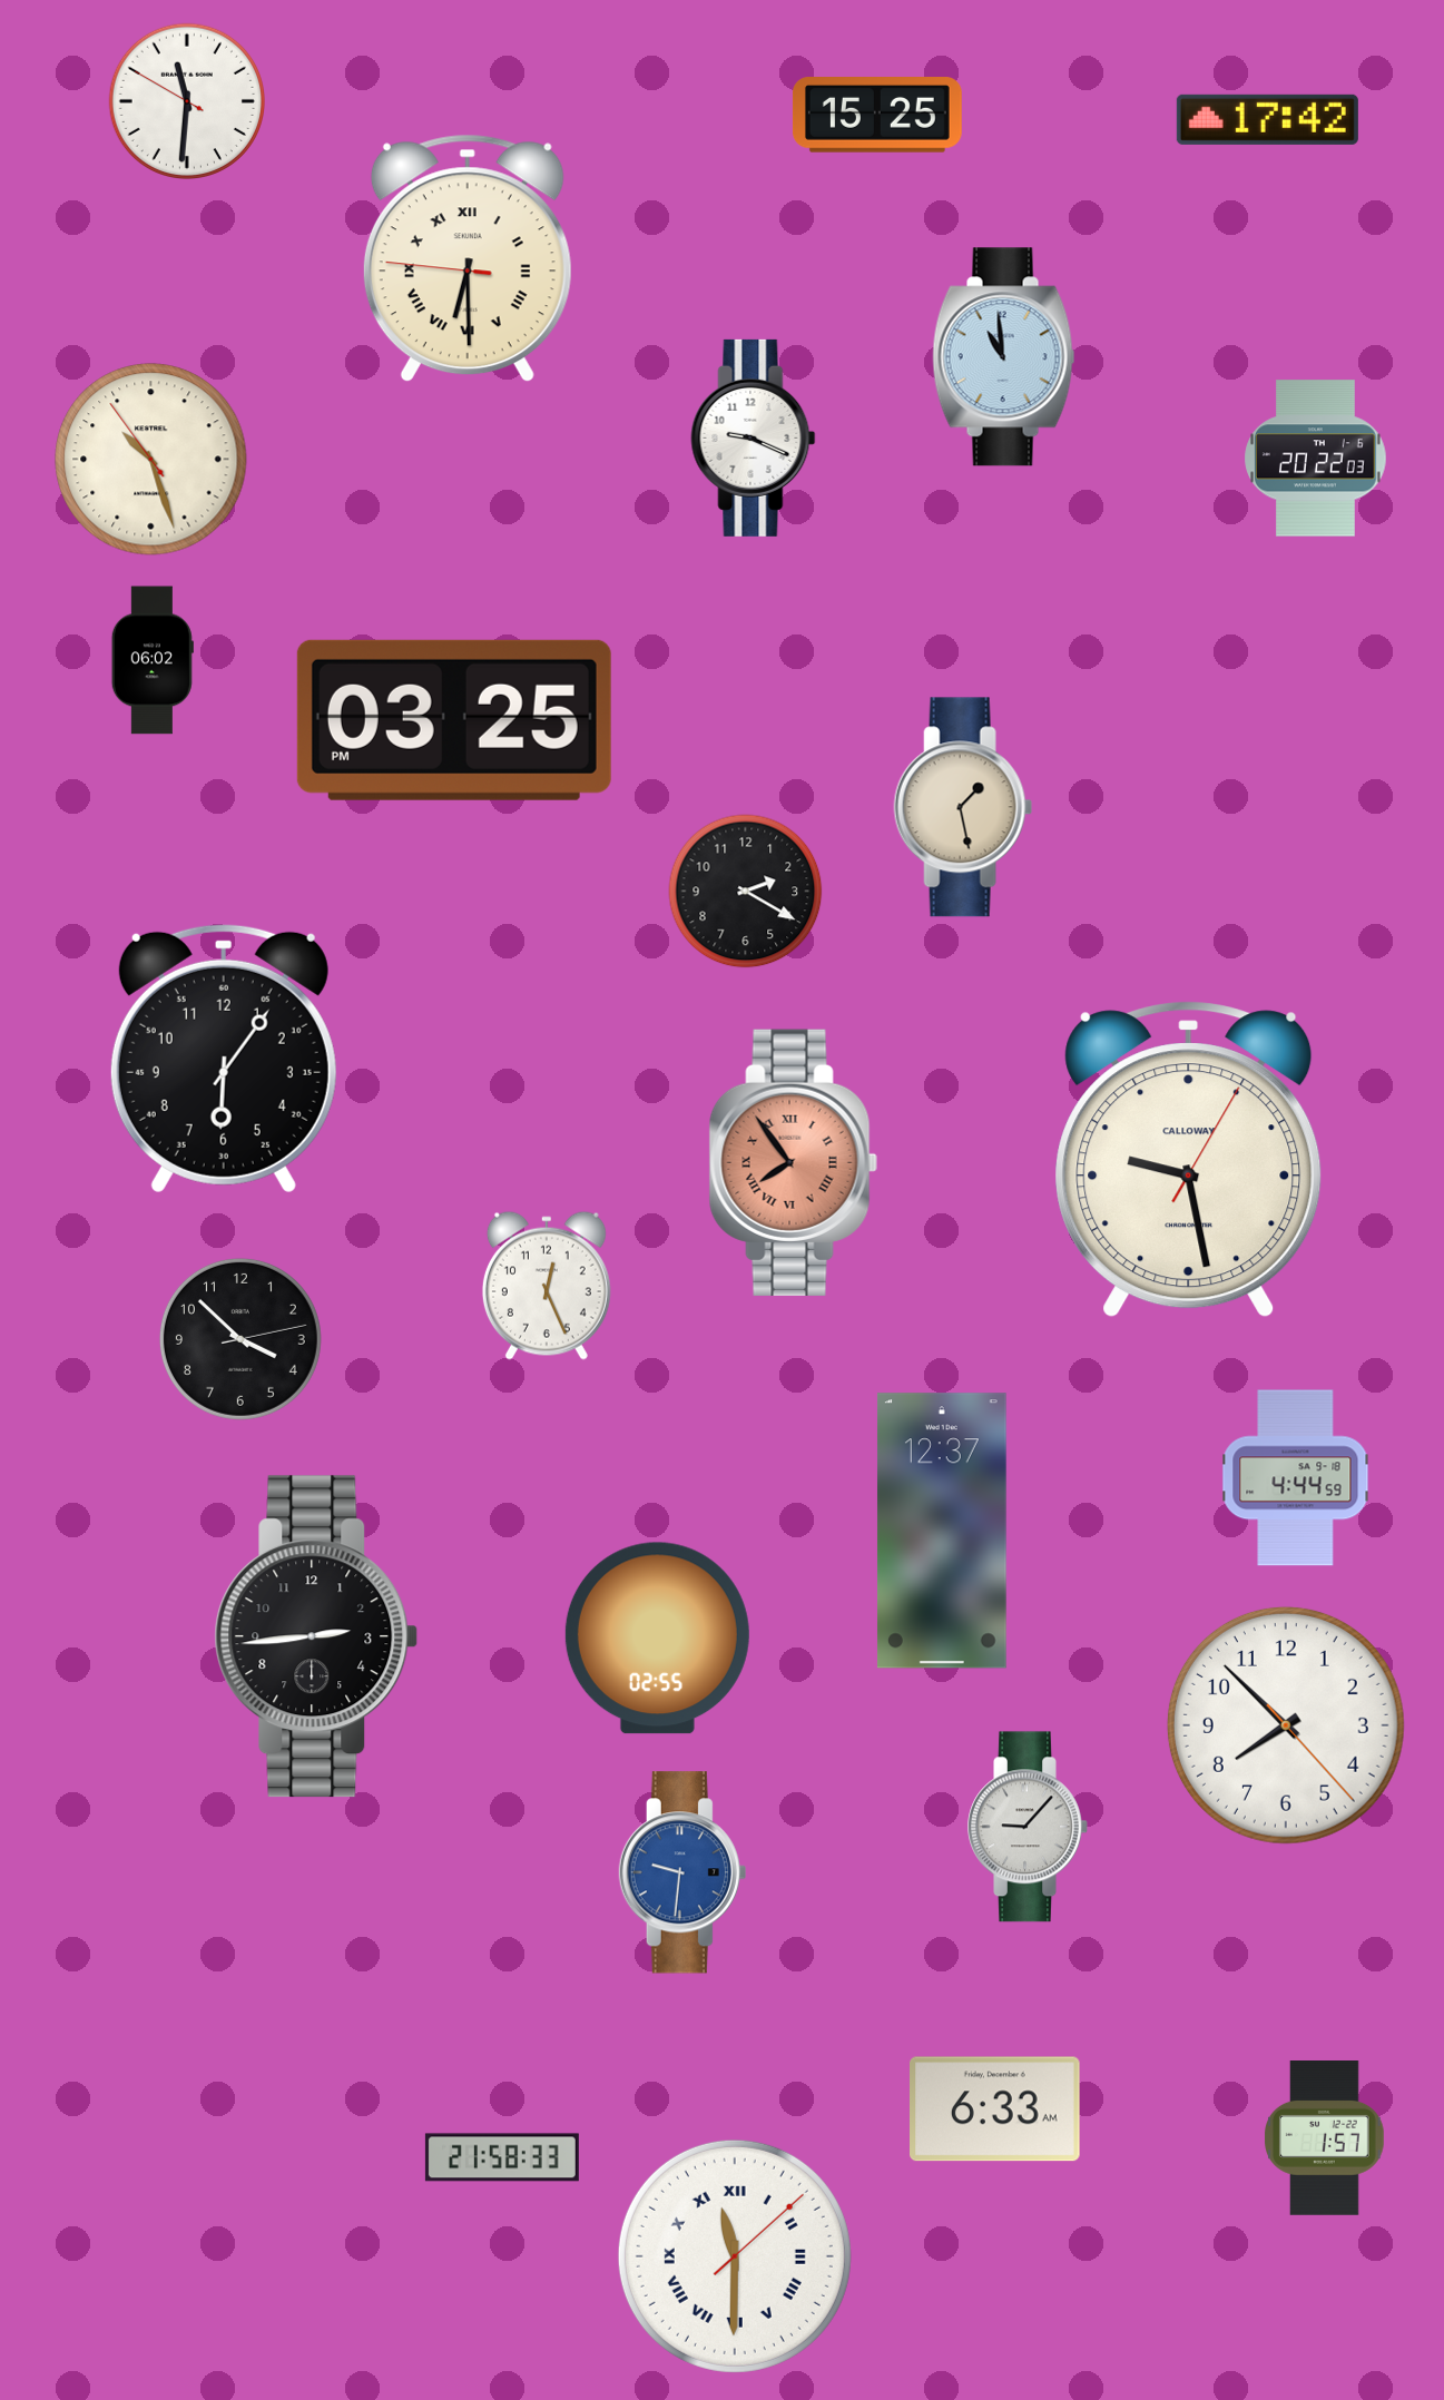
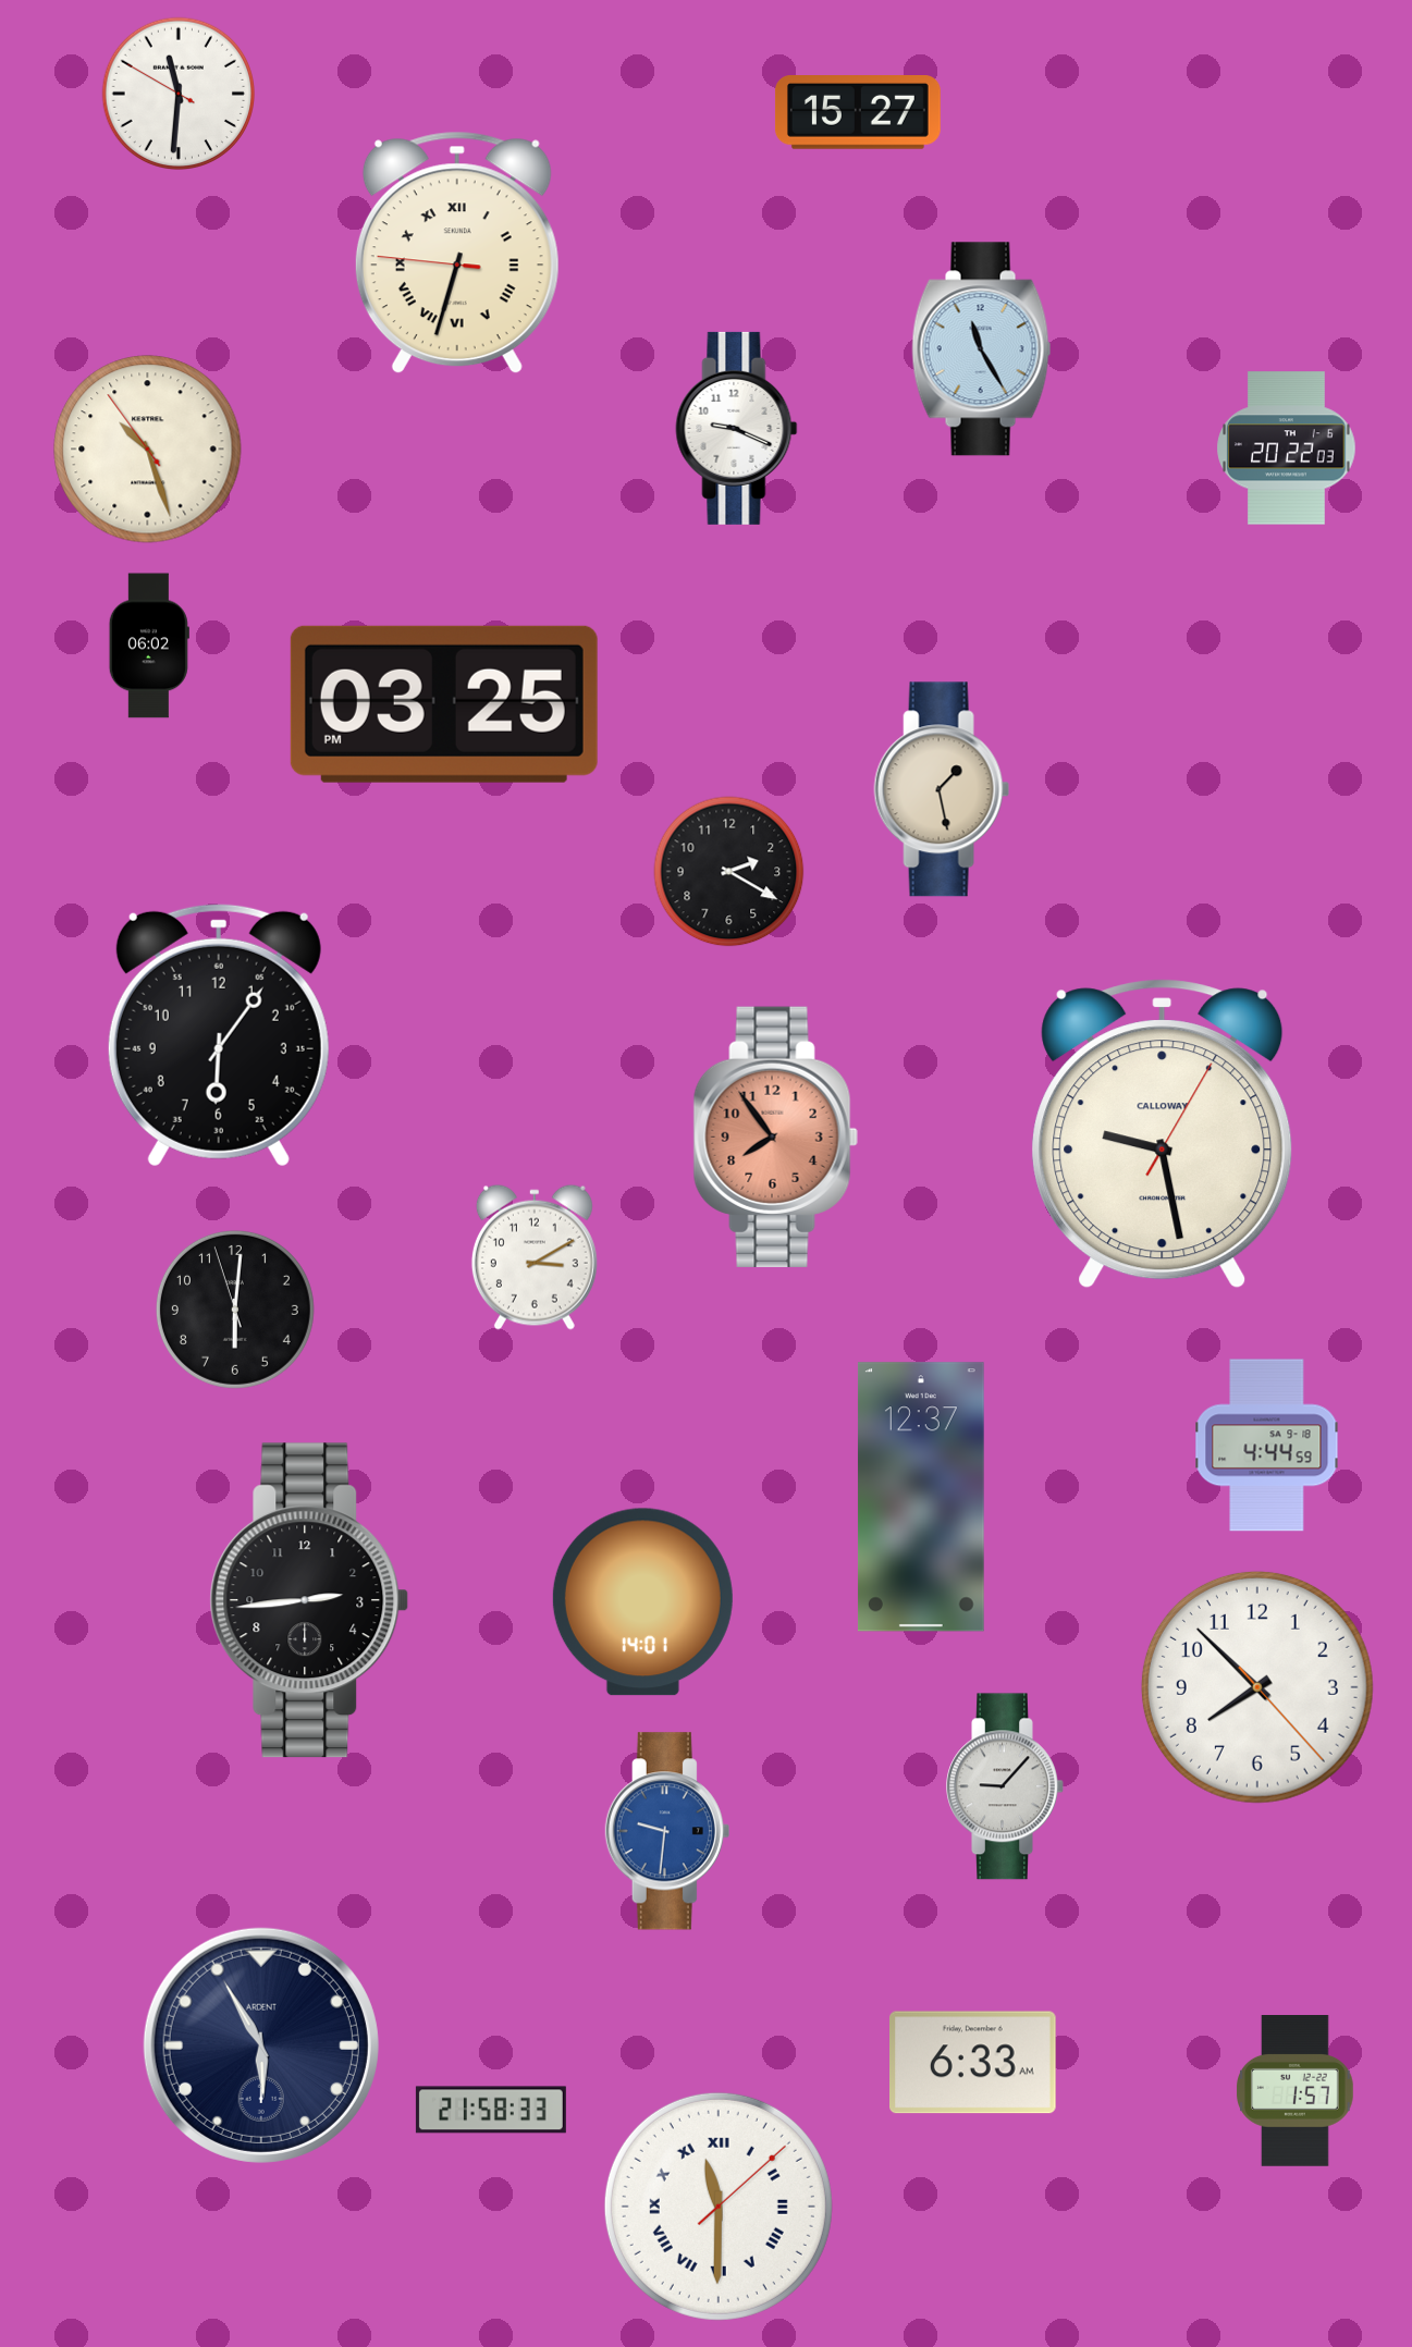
clock at (186, 100) position: (186, 100) -> (177, 93)
clock at (877, 116): 15:25 -> 15:27
clock at (1267, 119): 17:42 -> none
clock at (468, 258): 6:29 -> 6:32
clock at (1004, 357): 10:59 -> 11:25
clock at (793, 1162) numerals: Roman -> Arabic
clock at (547, 1286): 12:26 -> 3:10
clock at (240, 1339): 3:52 -> 6:00
clock at (657, 1639): 02:55 -> 14:01
clock at (261, 2045): none -> 5:55
